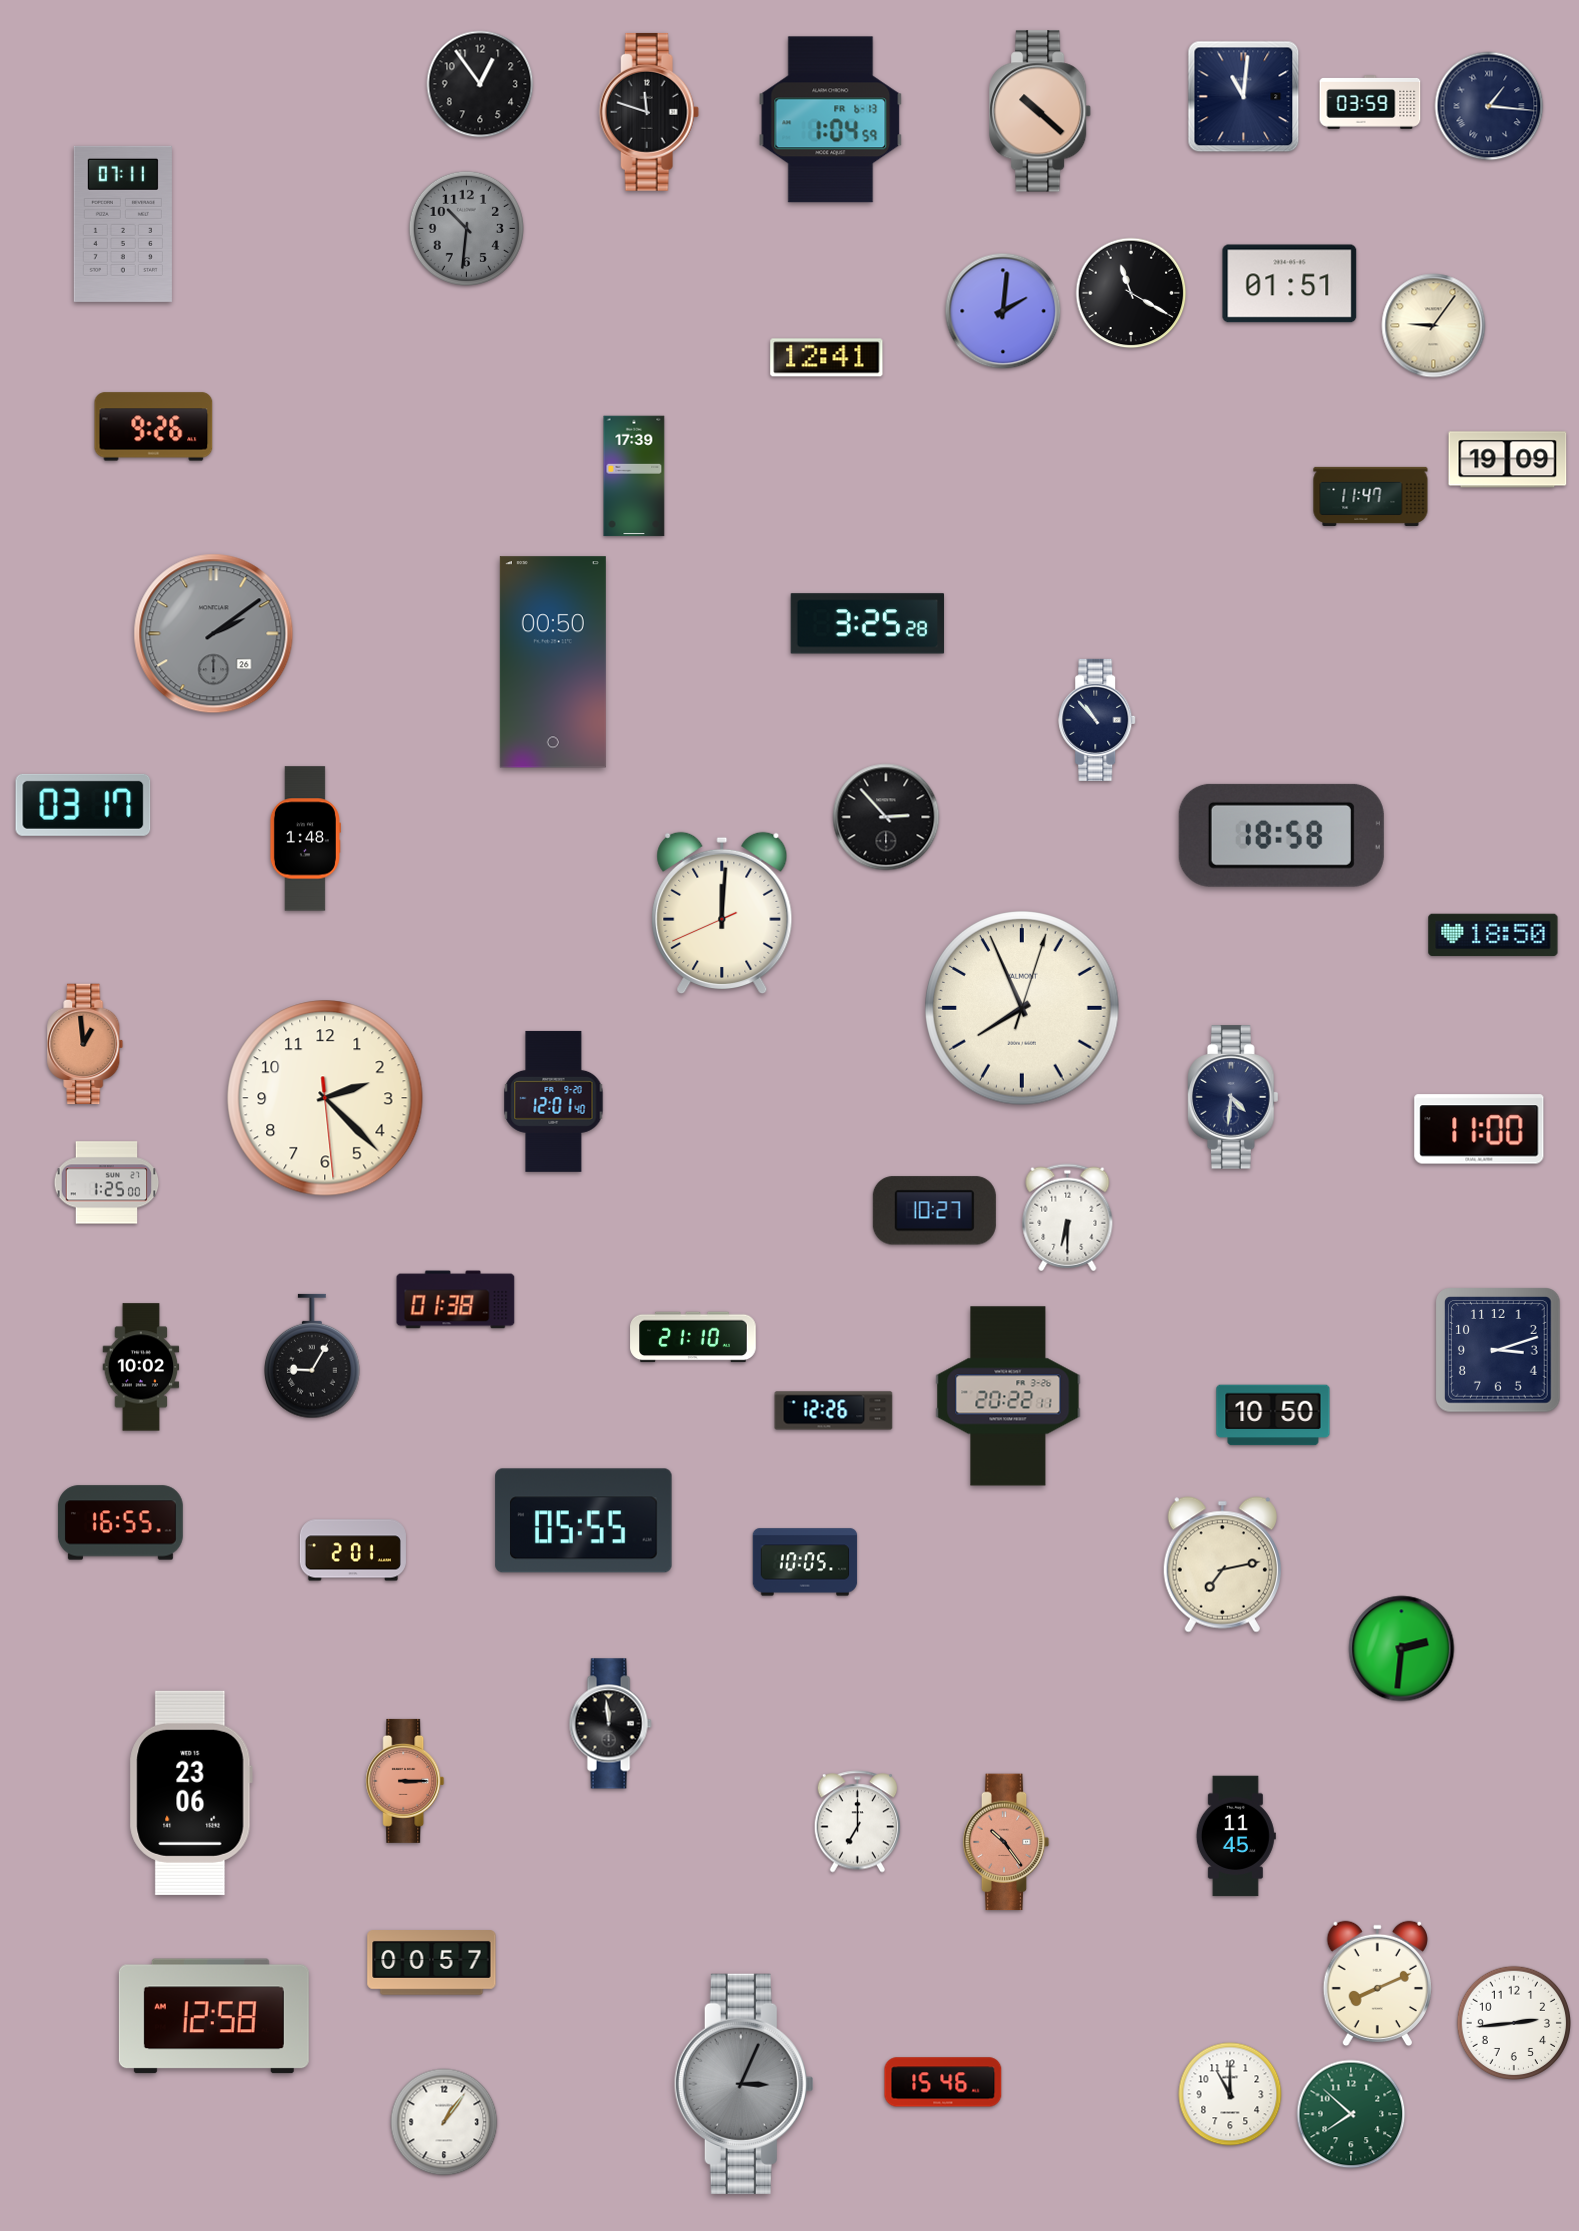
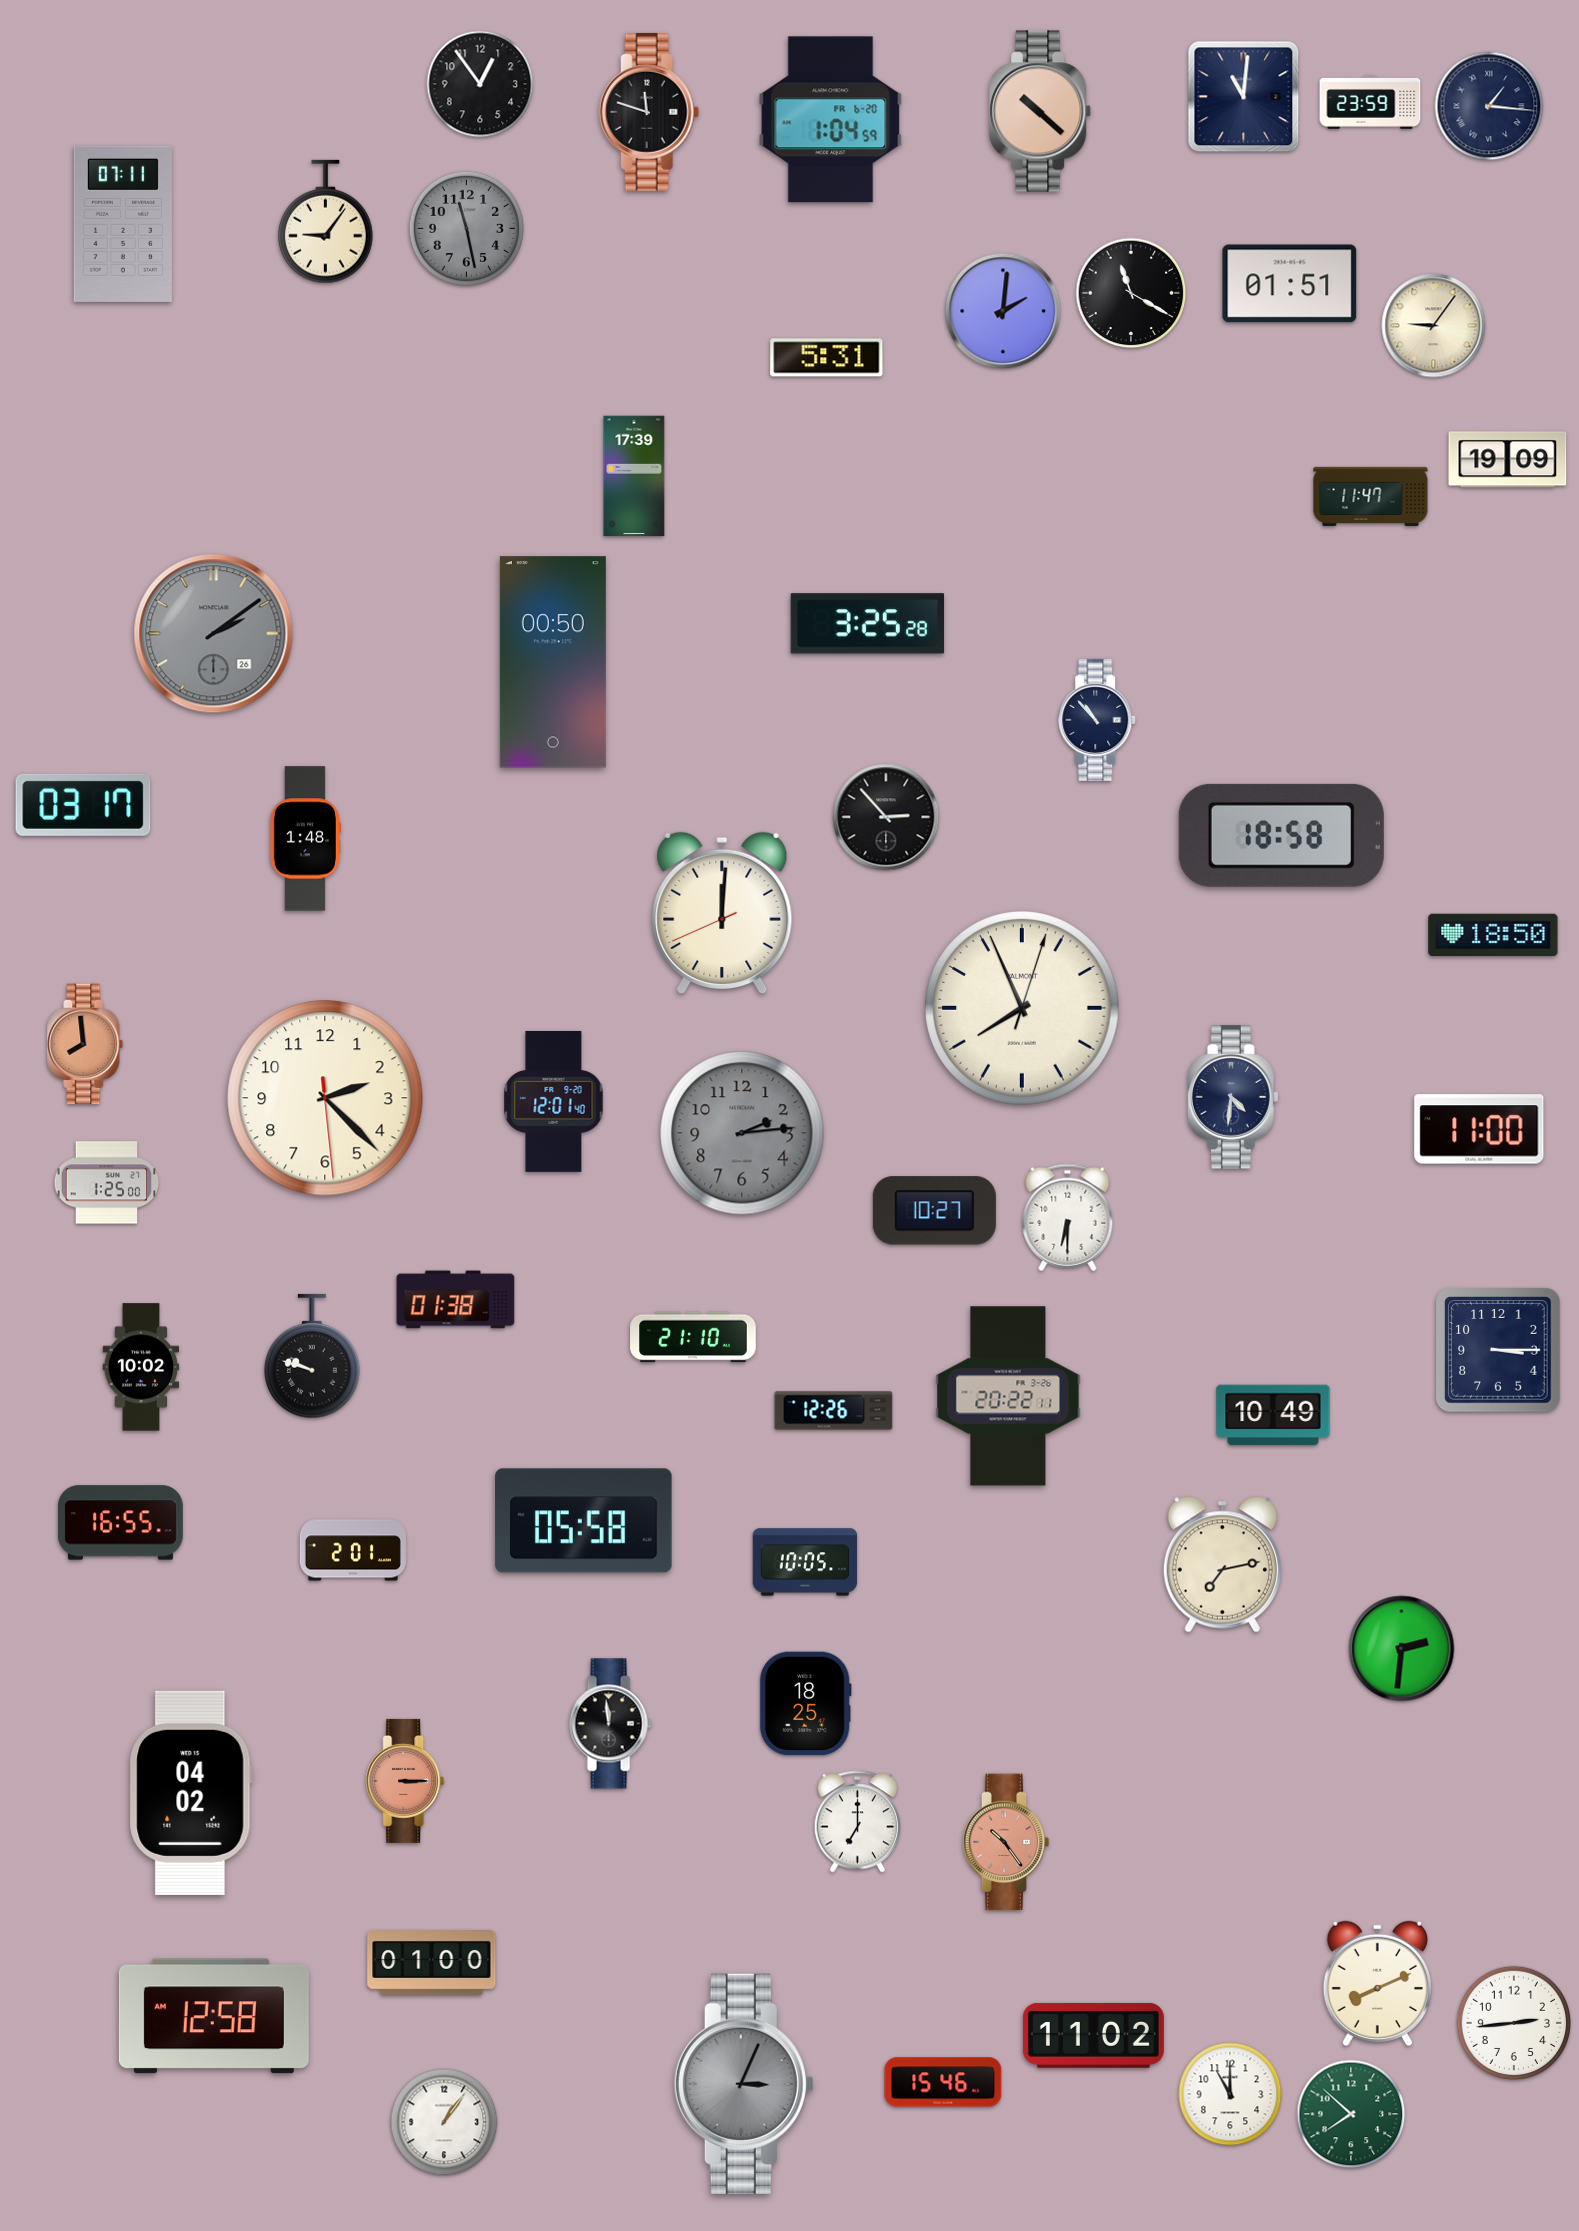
clock at (1370, 103): 03:59 -> 23:59
clock at (831, 120) date: FR 6-13 -> FR 6-20
clock at (326, 222): none -> 9:06
clock at (466, 228): 10:31 -> 11:28
clock at (827, 358): 12:41 -> 5:31
clock at (154, 427): 9:26 -> none
clock at (85, 1044): 12:59 -> 7:59
clock at (742, 1133): none -> 2:14
clock at (1498, 1350): 3:12 -> 3:15
clock at (313, 1356): 9:05 -> 9:48
clock at (1273, 1415): 10:50 -> 10:49
clock at (584, 1521): 05:55 -> 05:58
clock at (805, 1704): none -> 18:25
clock at (191, 1793): 23:06 -> 04:02
clock at (1236, 1836): 11:45 -> none
clock at (432, 1963): 00:57 -> 01:00
clock at (1093, 2035): none -> 11:02
